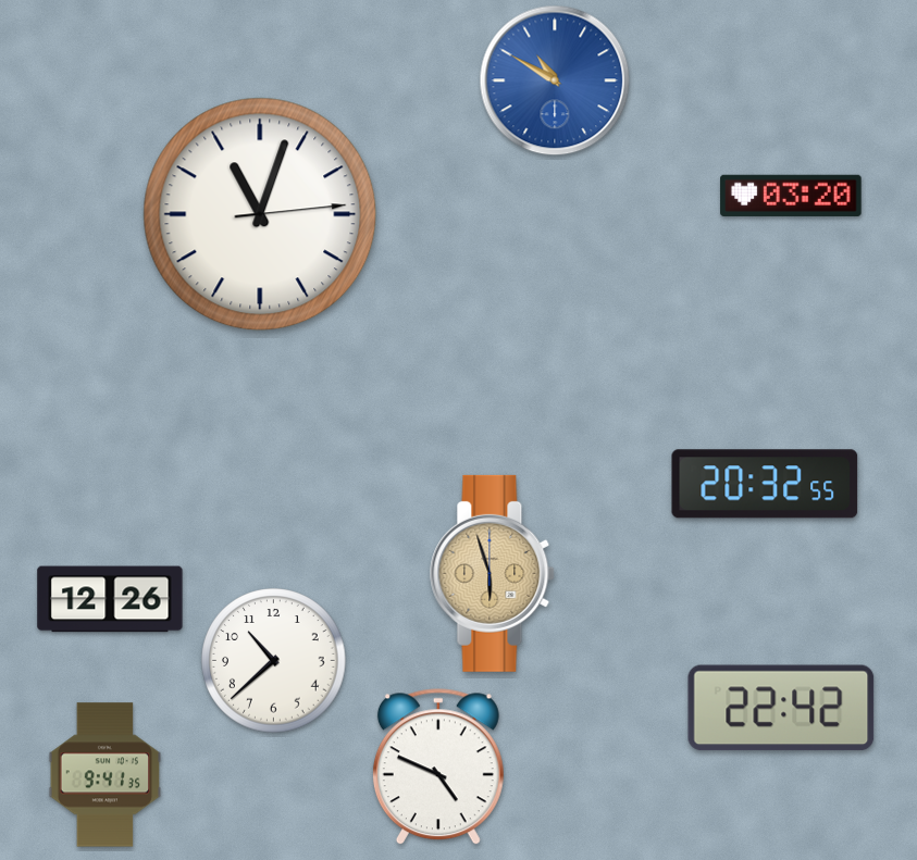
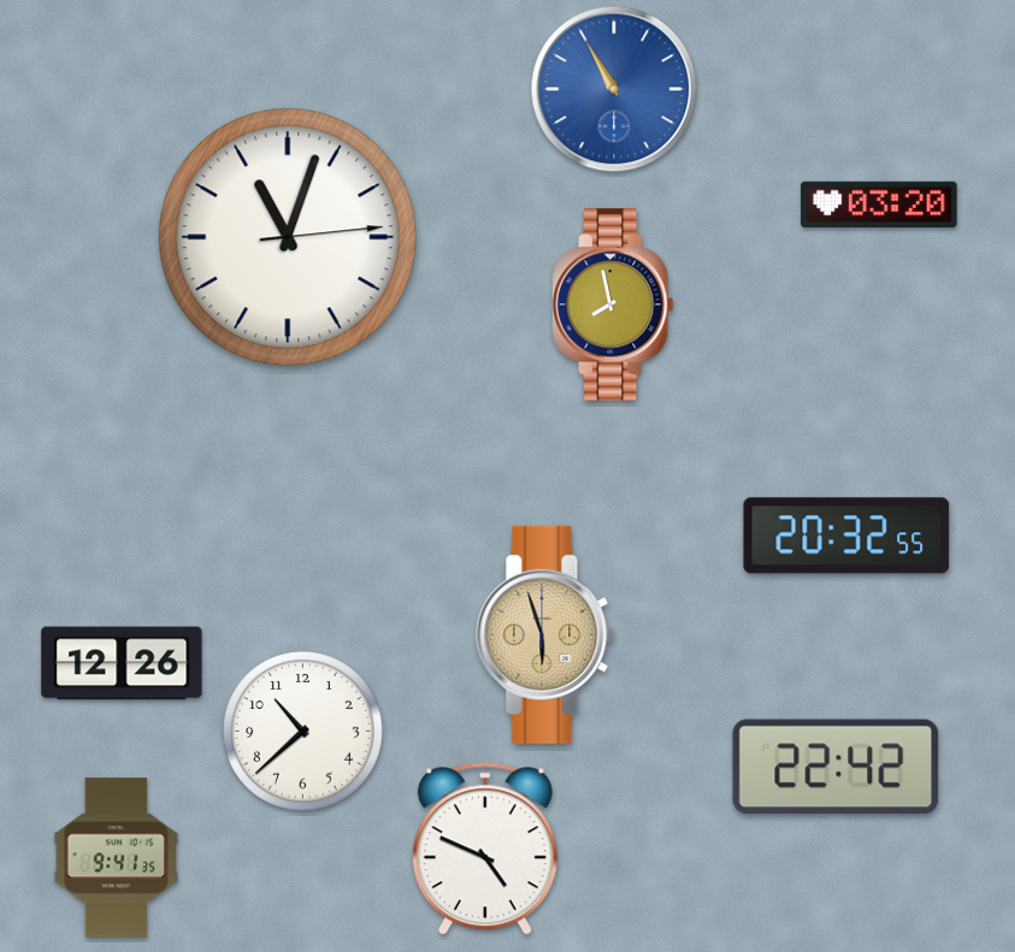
clock at (555, 80): 10:50 -> 10:55
clock at (791, 196) position: (791, 196) -> (879, 205)
clock at (613, 304): none -> 7:58
clock at (781, 708) position: (781, 708) -> (836, 767)
